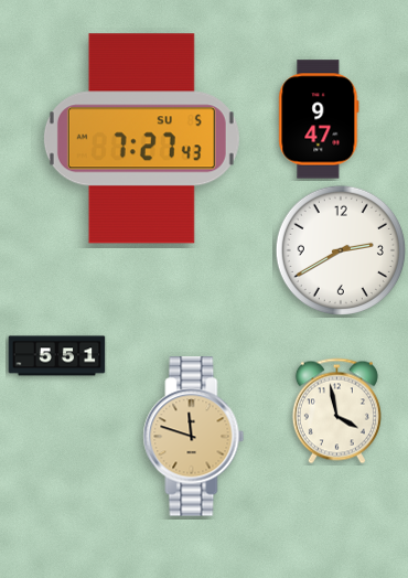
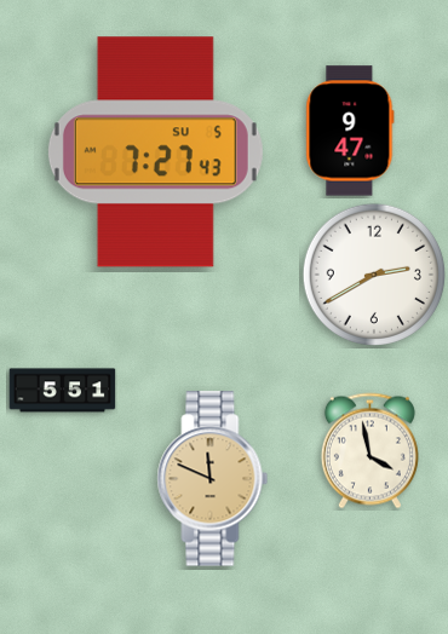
clock at (194, 437): 11:48 -> 11:49
